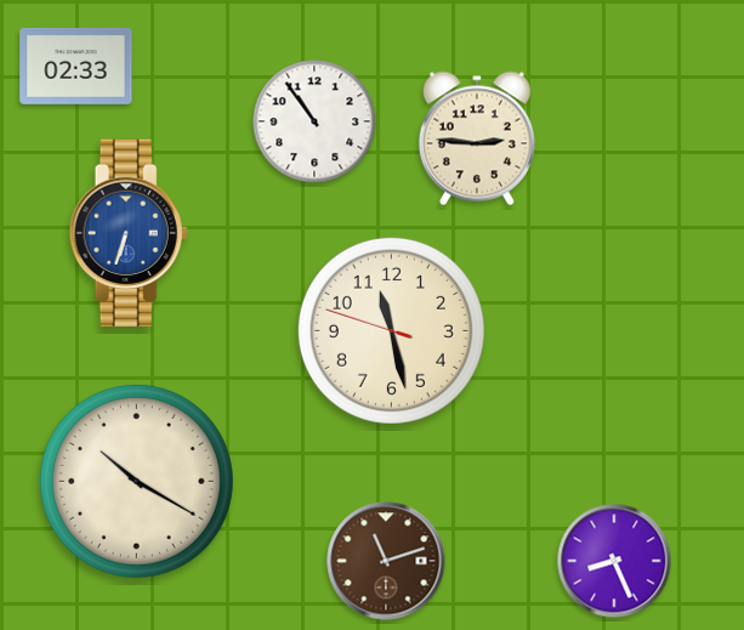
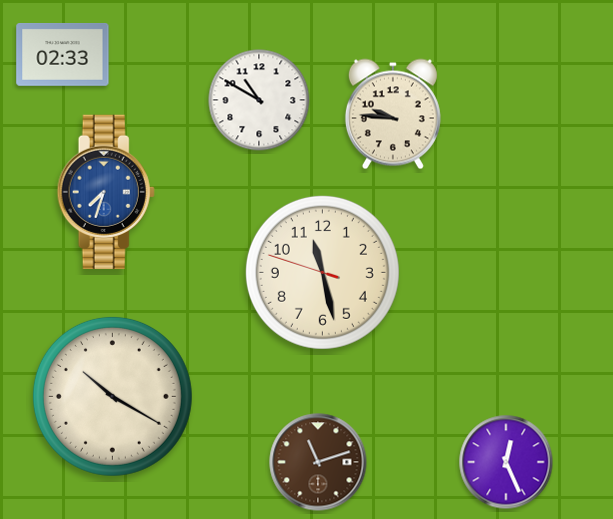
clock at (314, 121): 10:54 -> 10:50
clock at (477, 138): 2:46 -> 9:46
clock at (129, 232): 6:33 -> 7:33
clock at (614, 561): 8:26 -> 12:26
